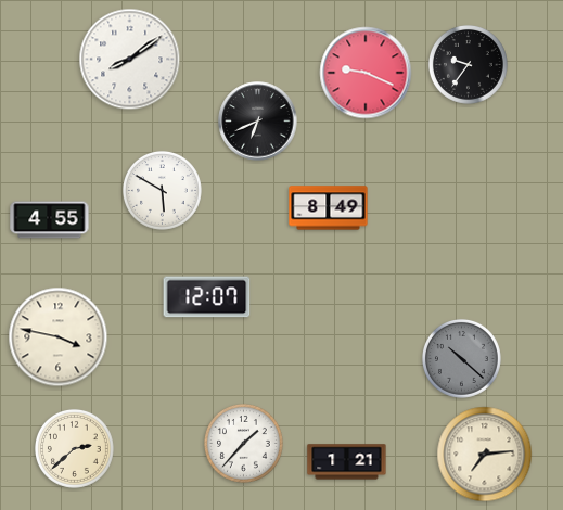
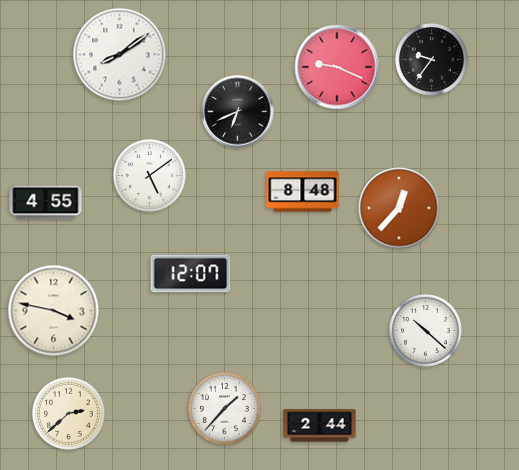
clock at (162, 190): 5:50 -> 5:09
clock at (329, 208): 8:49 -> 8:48
clock at (399, 208): none -> 12:37
clock at (461, 358) dial: grey -> white
clock at (485, 455): 7:14 -> none
clock at (347, 462): 1:21 -> 2:44
